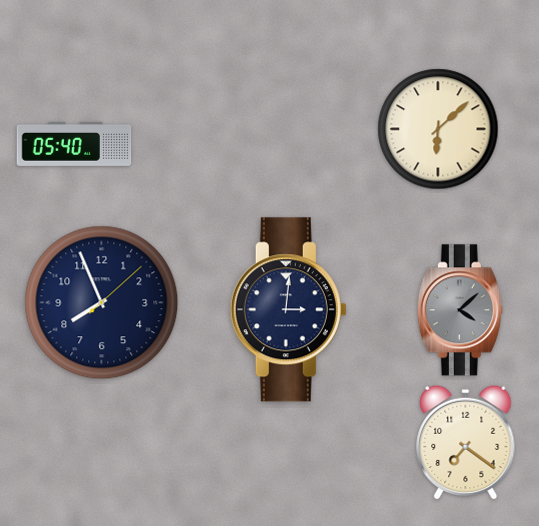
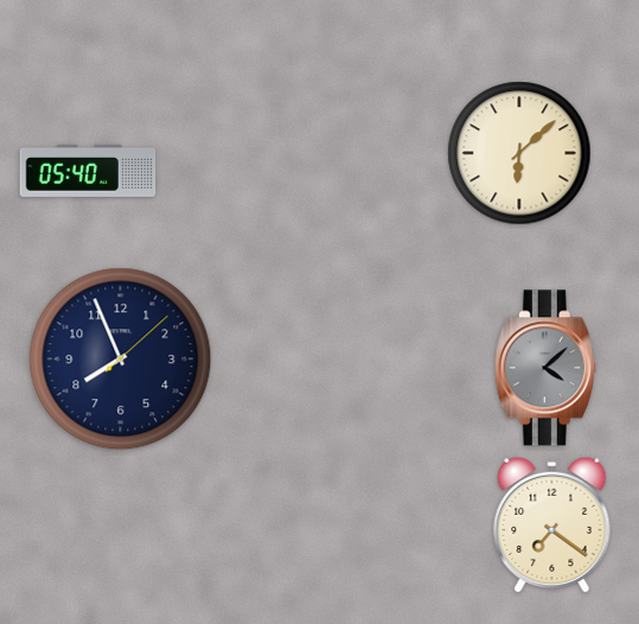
clock at (288, 310): 3:01 -> none
